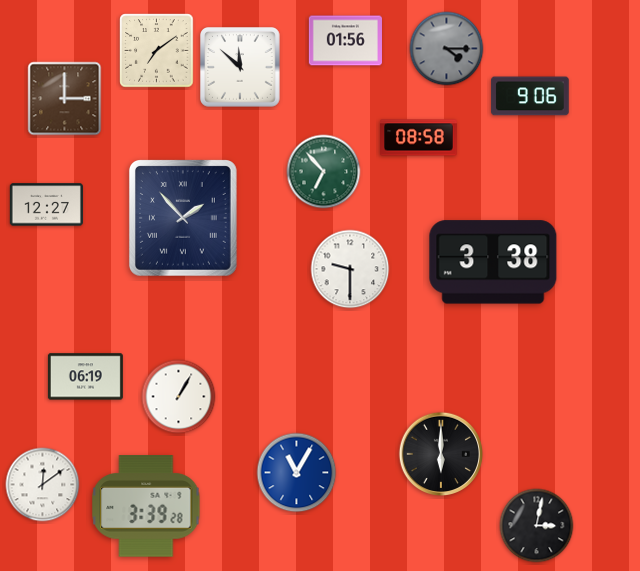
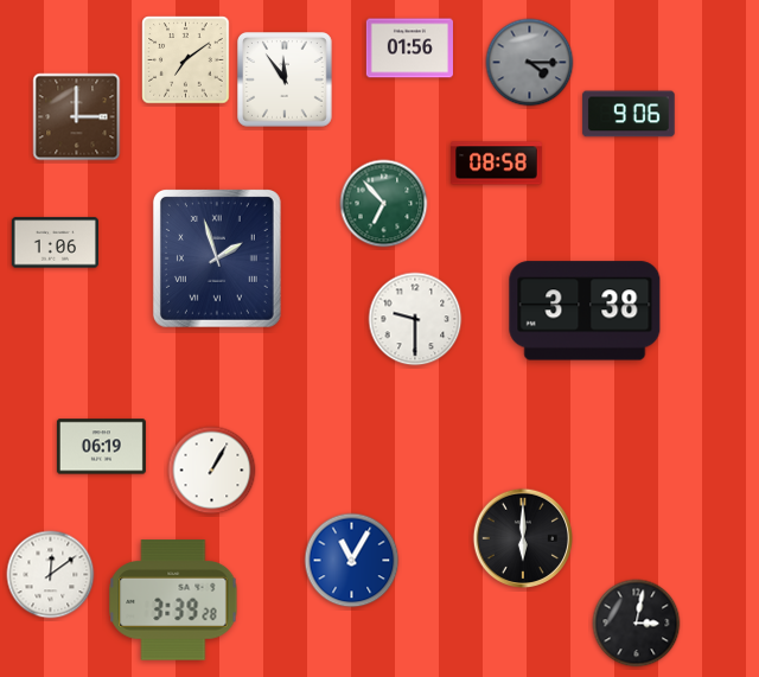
clock at (447, 49) position: (447, 49) -> (530, 63)
clock at (241, 68): 11:52 -> 11:54
clock at (46, 205): 12:27 -> 1:06
clock at (183, 219): 1:53 -> 1:57
